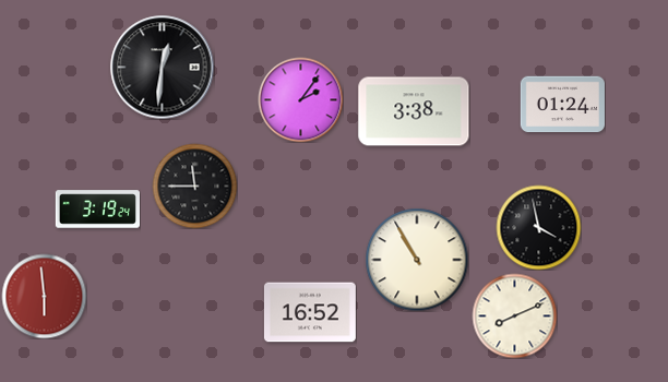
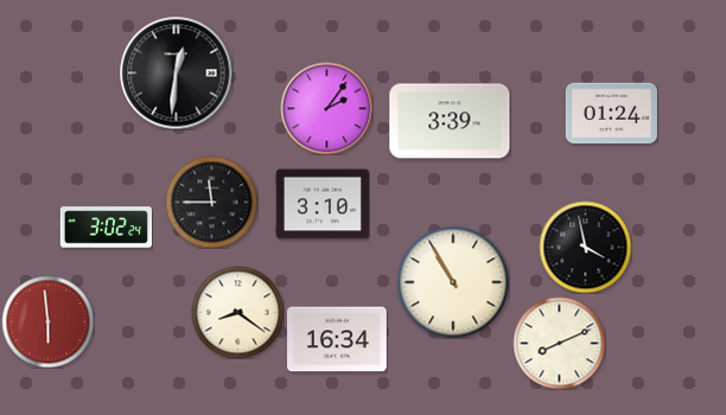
clock at (414, 111): 3:38 -> 3:39
clock at (323, 204): none -> 3:10
clock at (97, 210): 3:19 -> 3:02
clock at (237, 312): none -> 8:21
clock at (310, 312): 16:52 -> 16:34
